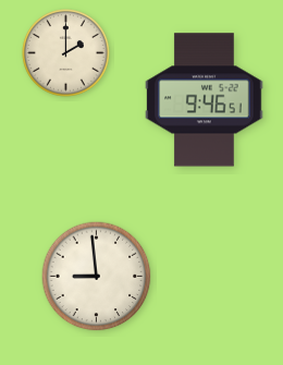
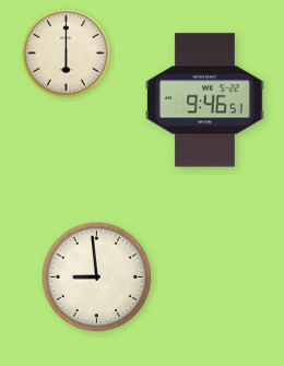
clock at (66, 53): 2:00 -> 6:00
